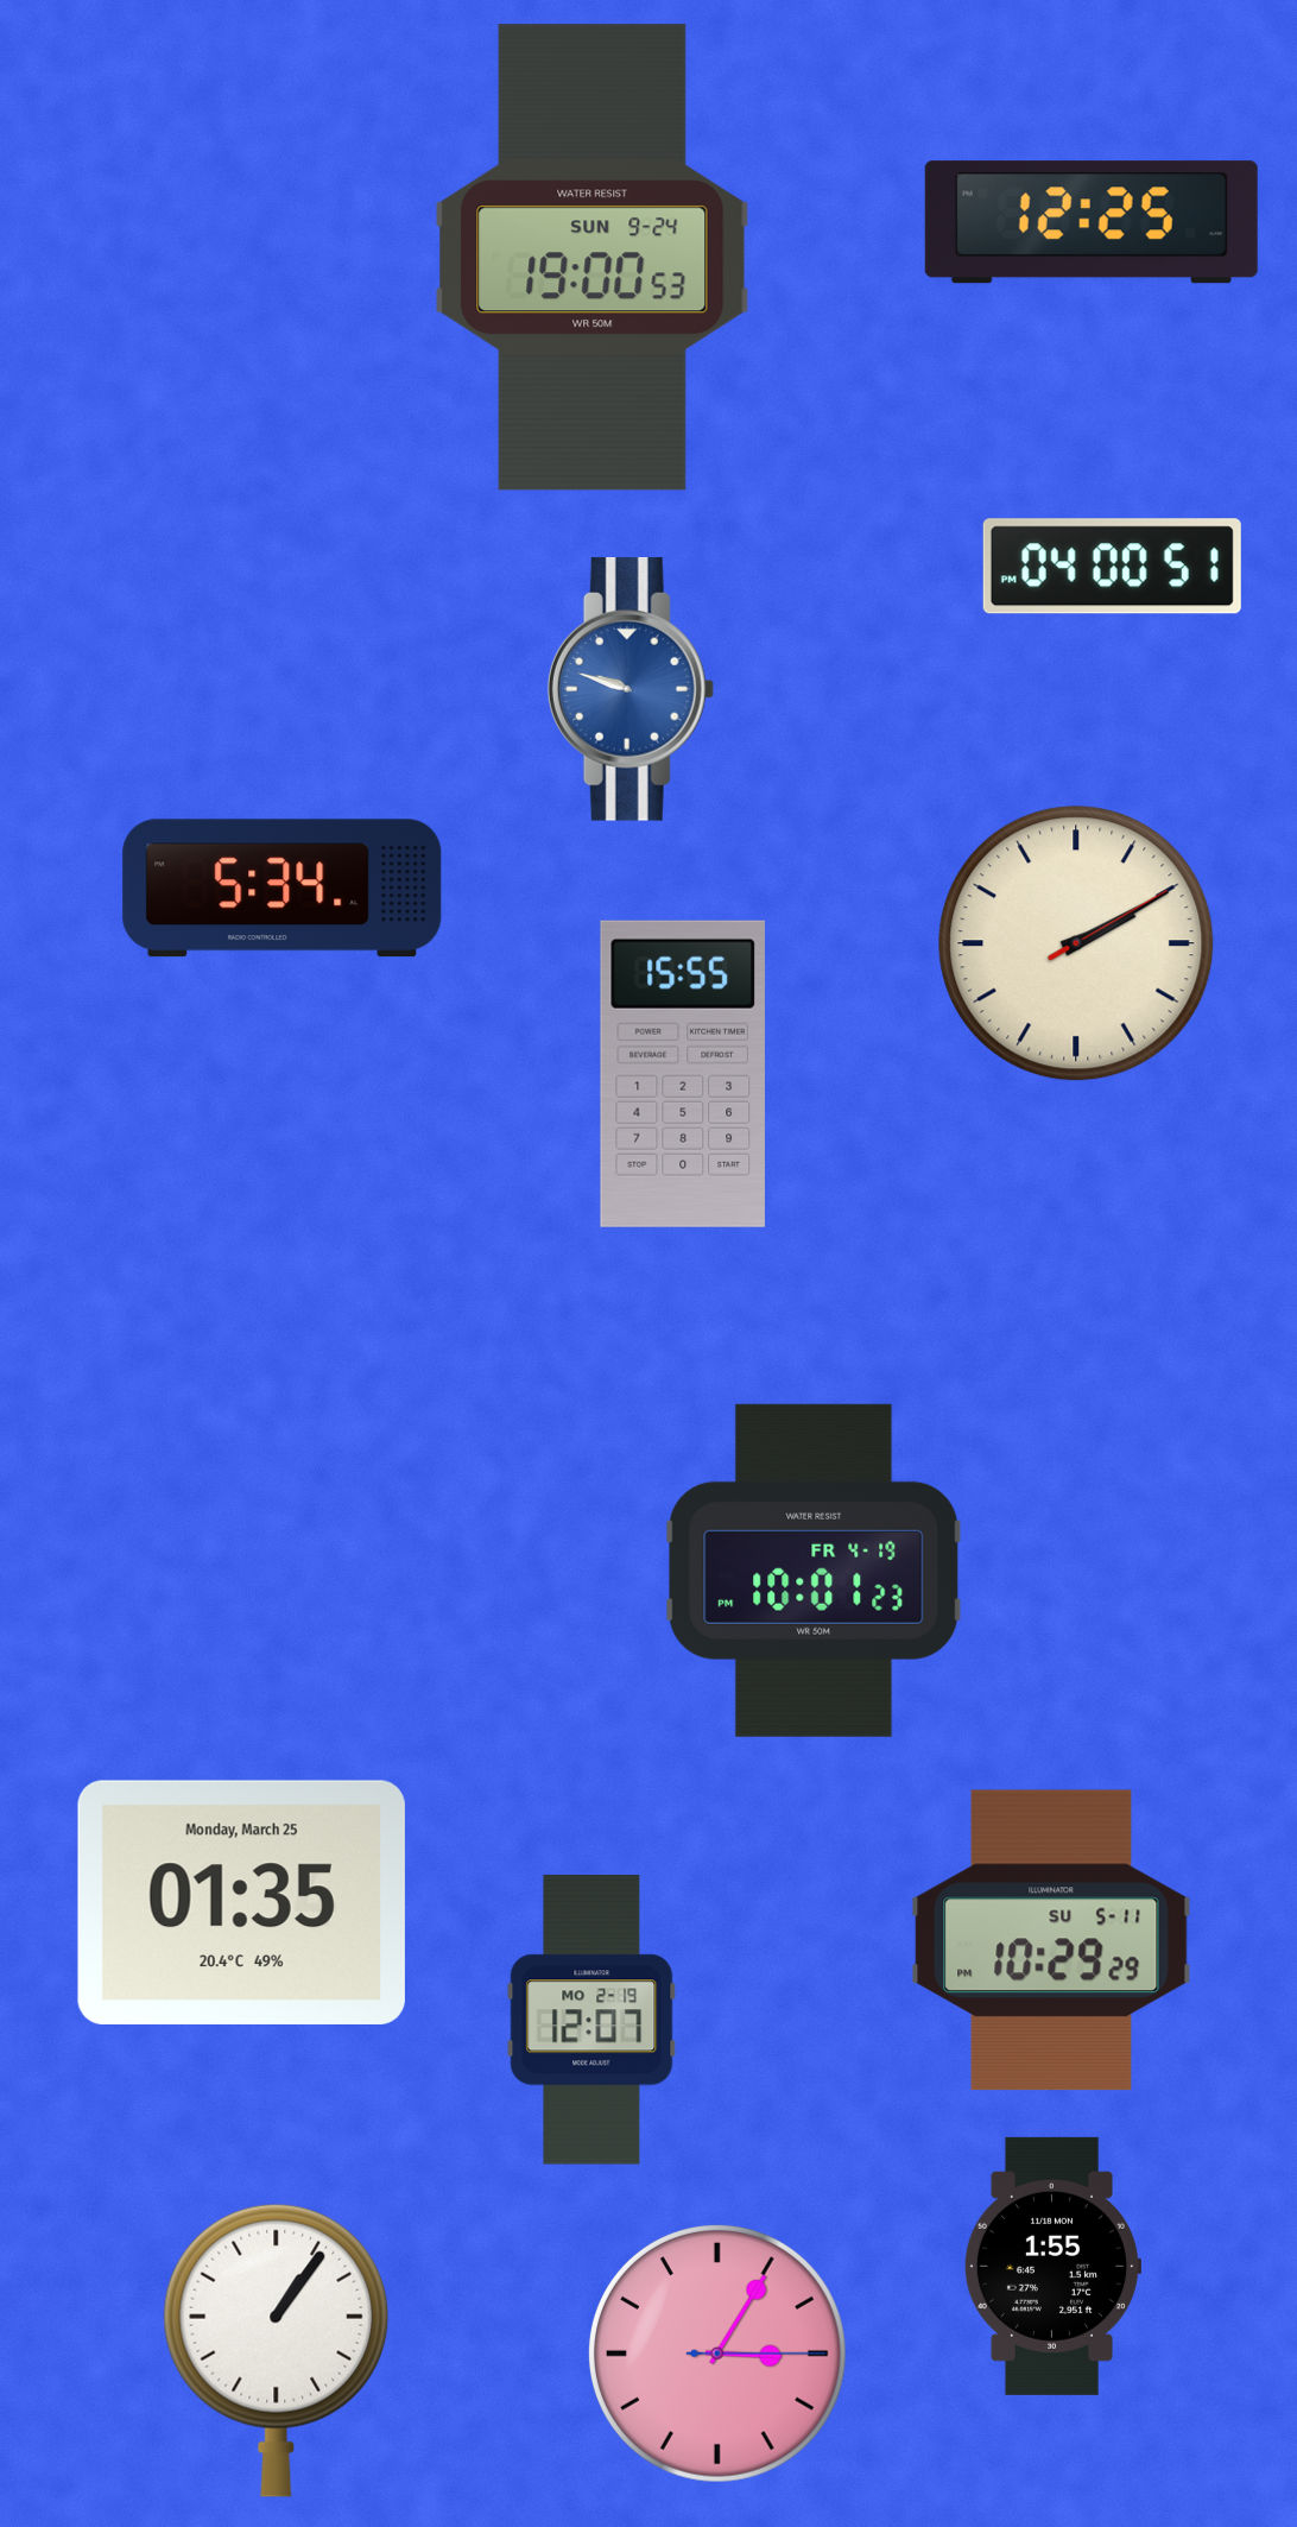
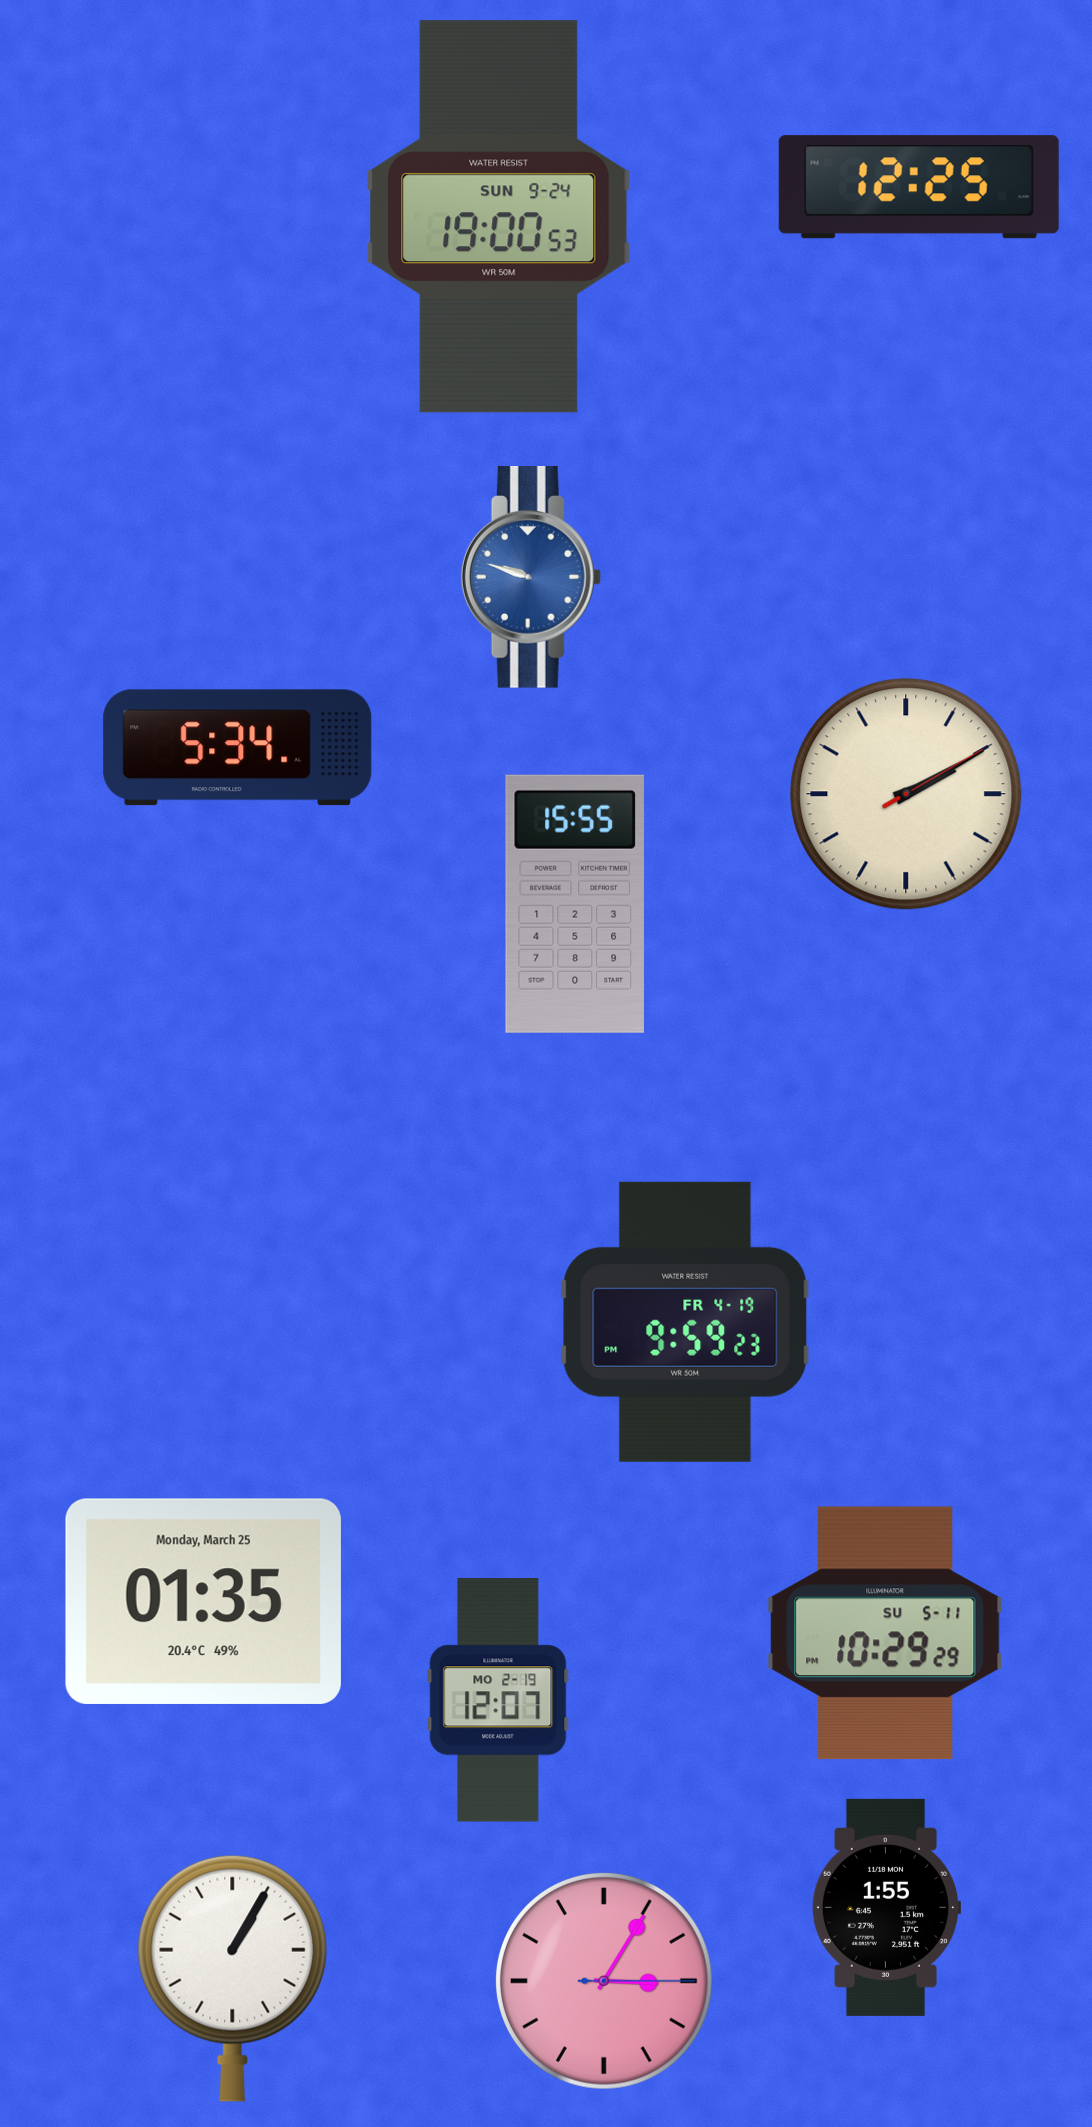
clock at (1112, 567): 04:00 -> none
clock at (631, 690) position: (631, 690) -> (531, 578)
clock at (814, 1571): 10:01 -> 9:59
clock at (277, 2350): 1:06 -> 1:05
